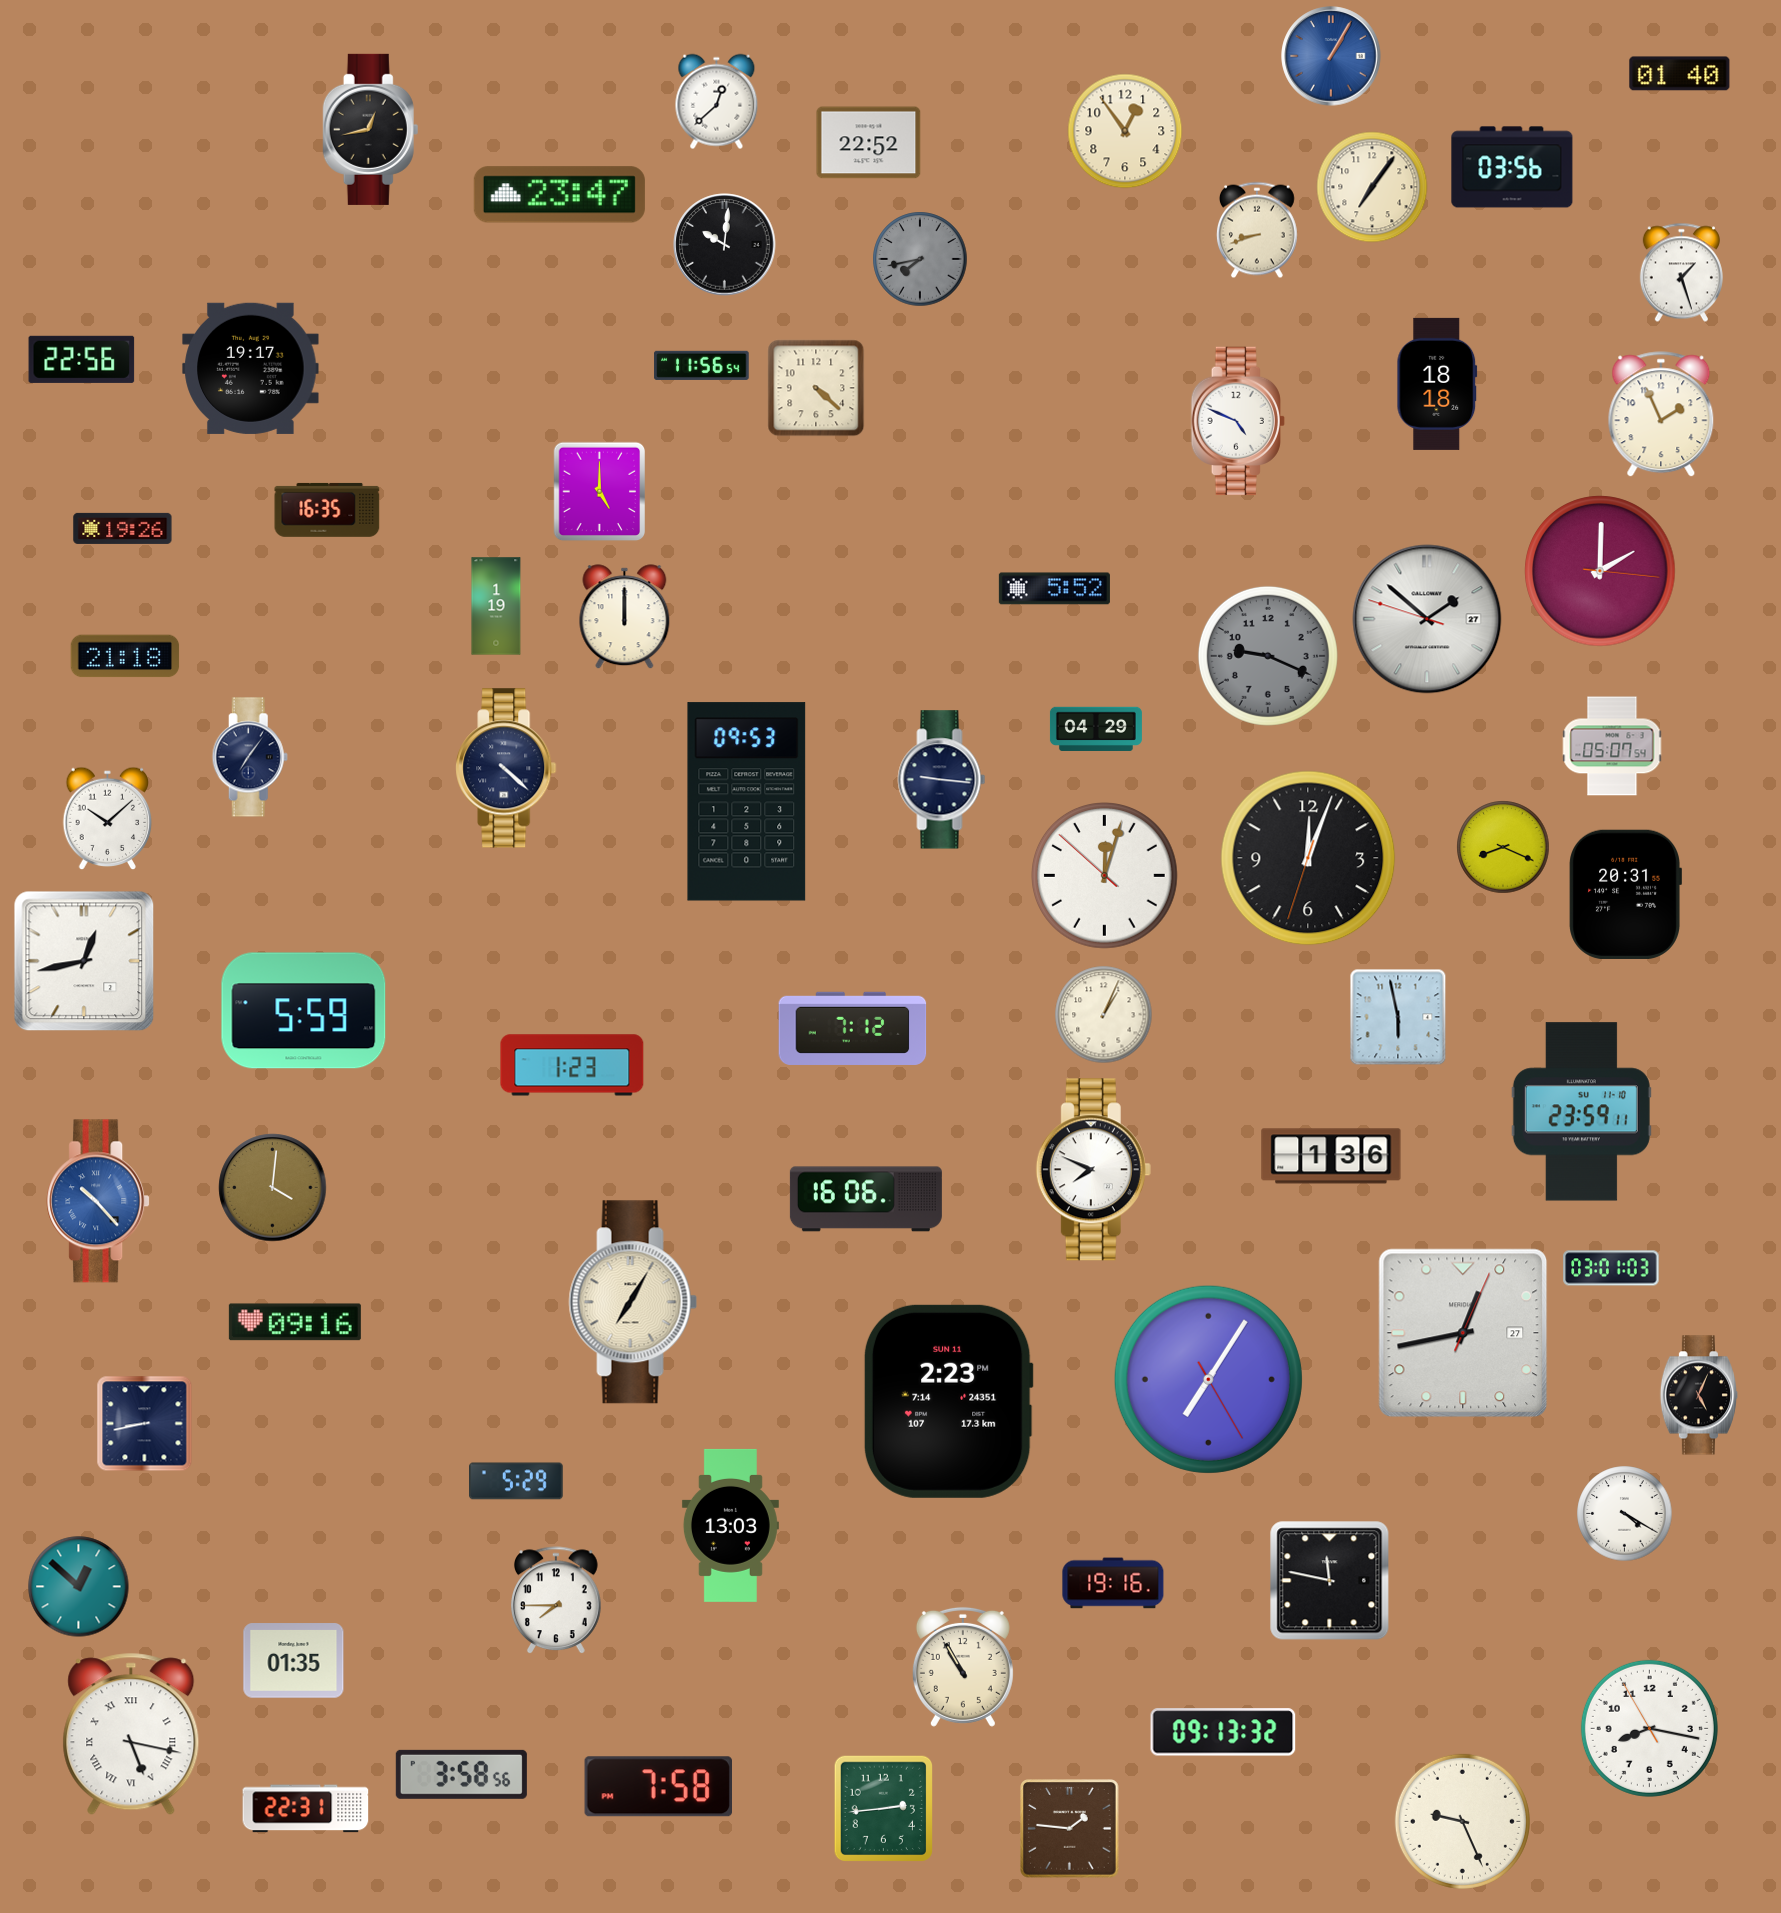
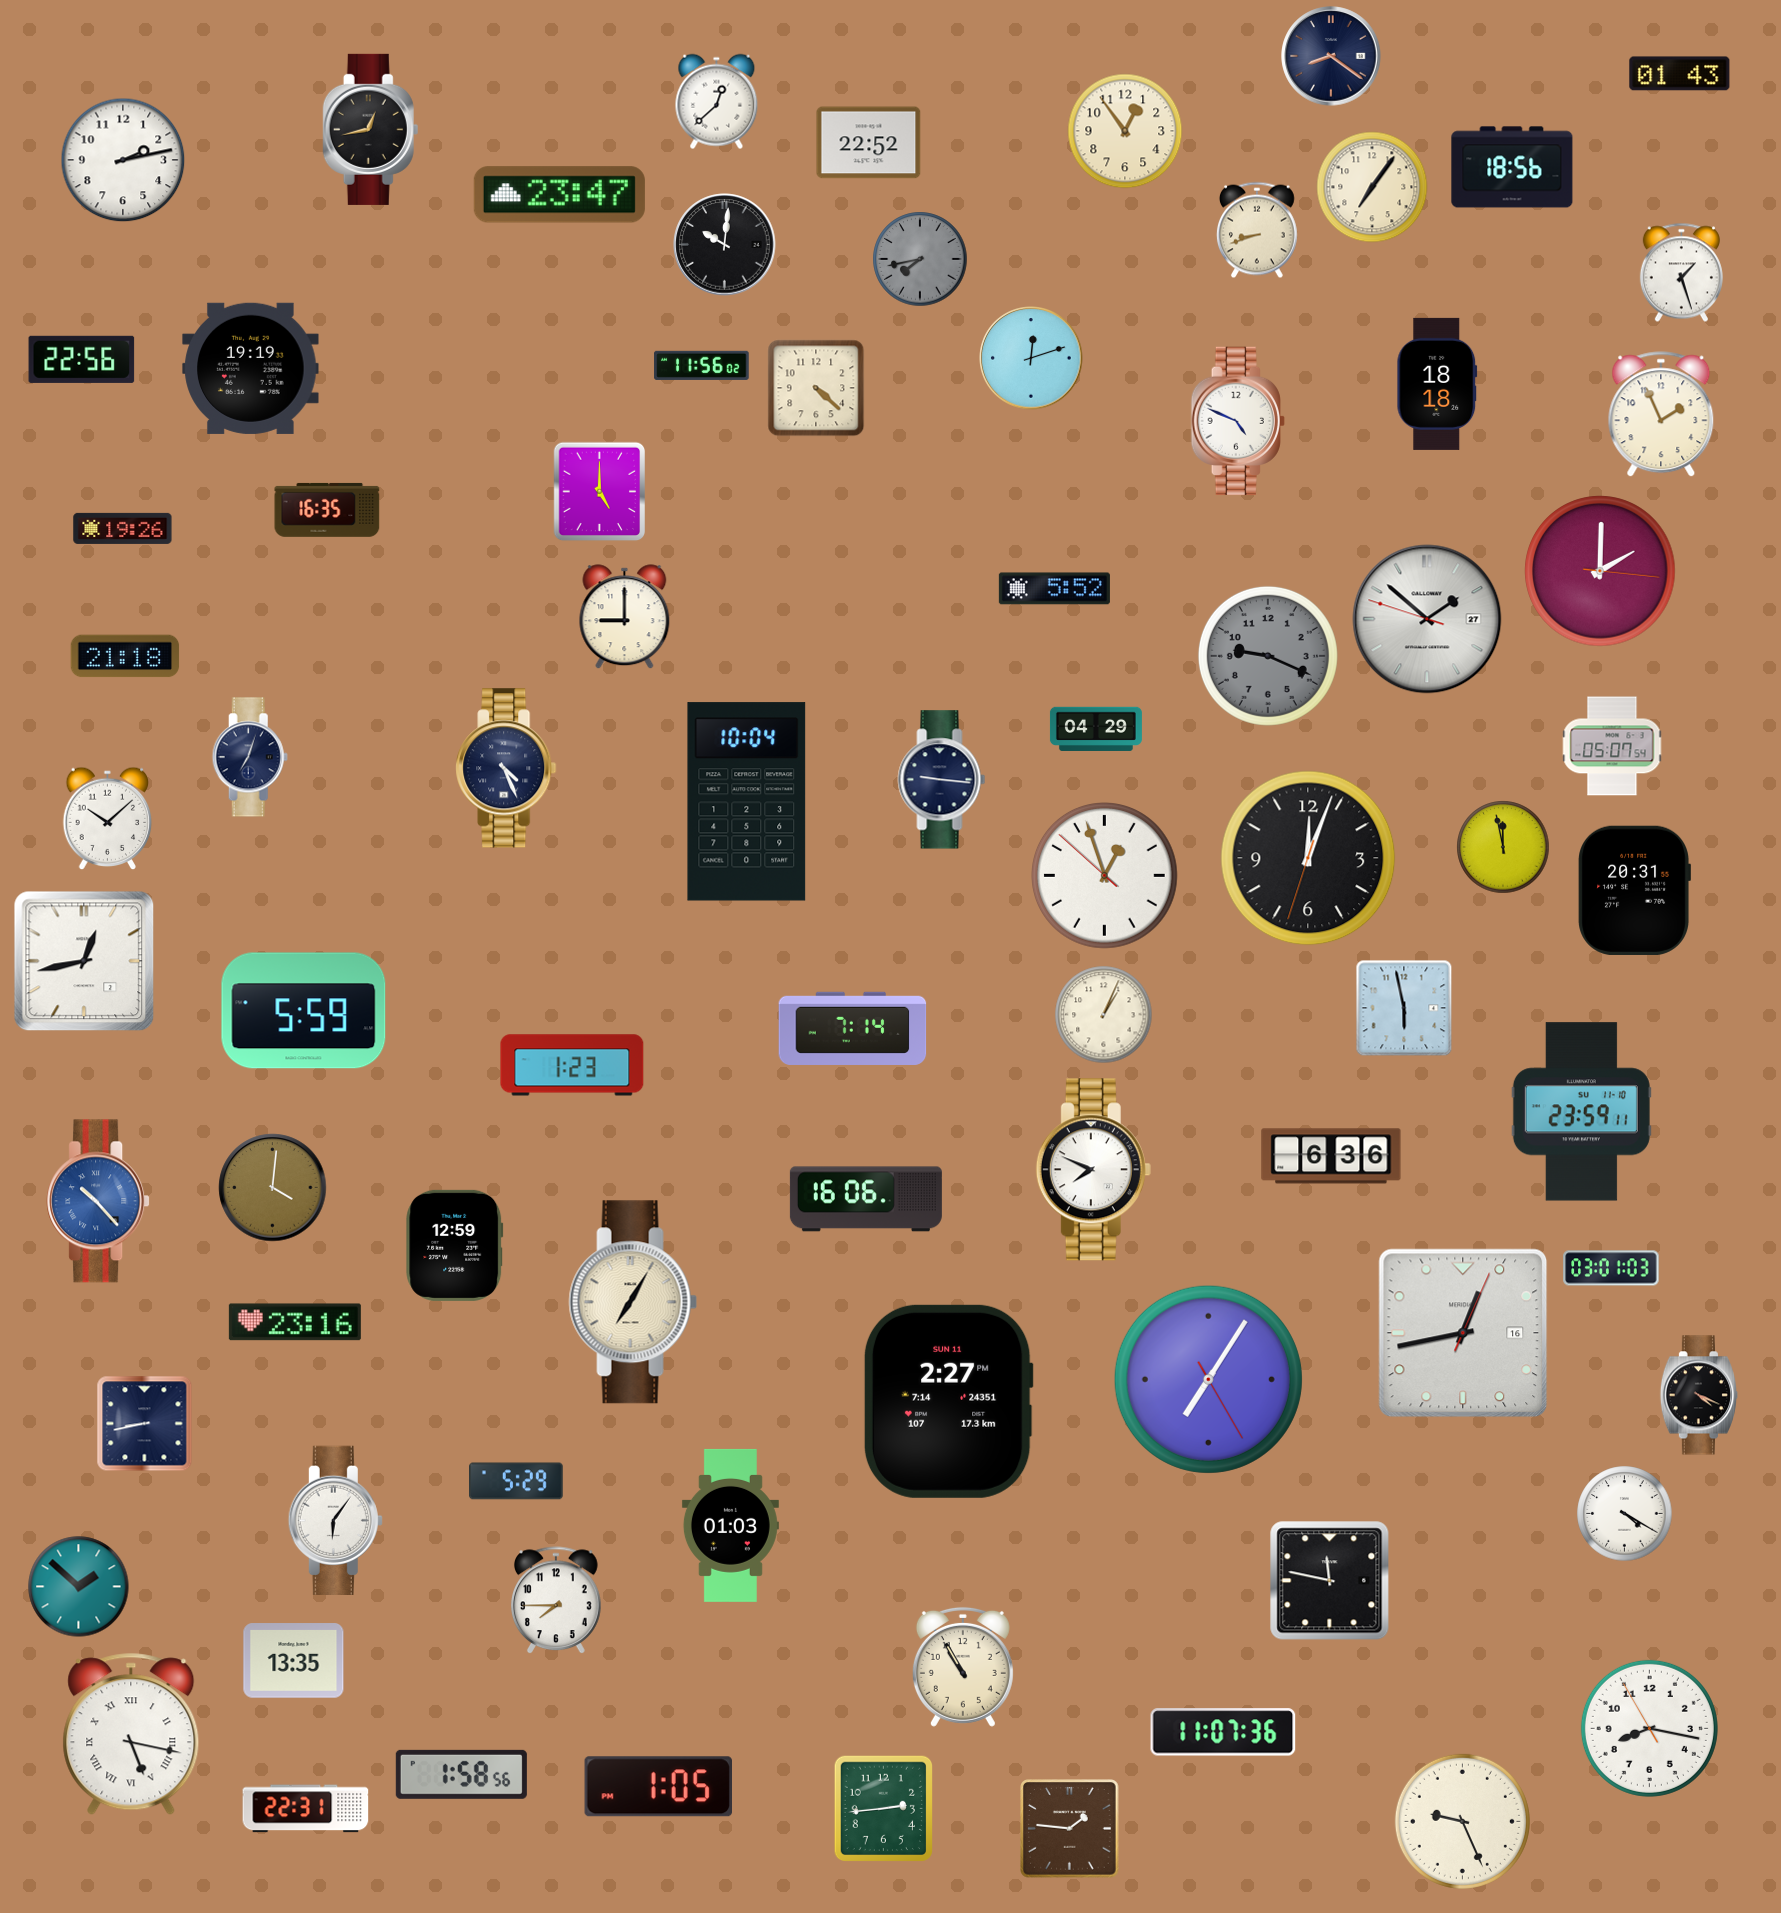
clock at (1331, 56): 1:05 -> 8:21
clock at (1331, 56) dial: blue -> navy
clock at (1680, 74): 01:40 -> 01:43
clock at (123, 160): none -> 2:13
clock at (1512, 167): 03:56 -> 18:56
clock at (1031, 358): none -> 12:12
clock at (702, 365): 11:56:54 -> 11:56:02
clock at (251, 368): 19:17 -> 19:19
clock at (496, 606): 1:19 -> none
clock at (625, 617): 12:00 -> 9:00
clock at (250, 757): 7:06 -> 7:03
clock at (506, 768): 4:22 -> 4:26
clock at (747, 802): 09:53 -> 10:04
clock at (1503, 847): 8:19 -> 11:58
clock at (1105, 876): 12:02 -> 12:56
clock at (1625, 894) position: (1625, 894) -> (1634, 890)
clock at (1398, 1017) position: (1398, 1017) -> (1404, 1008)
clock at (853, 1028): 7:12 -> 7:14
clock at (1331, 1156): 1:36 -> 6:36
clock at (455, 1245): none -> 12:59
clock at (295, 1322): 09:16 -> 23:16
clock at (1463, 1333) date: 27 -> 16
clock at (1698, 1395): 5:04 -> 4:19
clock at (948, 1401): 2:23 -> 2:27
clock at (335, 1520): none -> 6:06
clock at (730, 1525): 13:03 -> 01:03
clock at (1113, 1583): 19:16 -> none
clock at (79, 1587): 12:52 -> 1:52
clock at (294, 1661): 01:35 -> 13:35
clock at (1223, 1732): 09:13 -> 11:07
clock at (461, 1774): 3:58 -> 1:58
clock at (658, 1787): 7:58 -> 1:05
